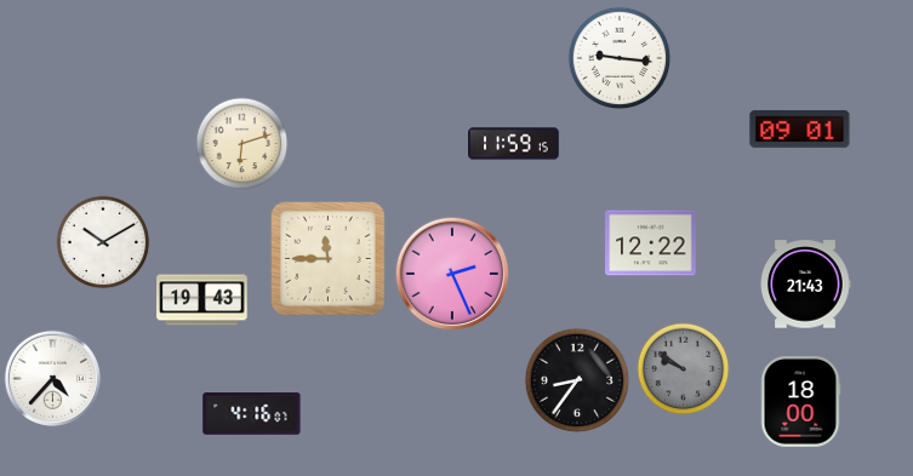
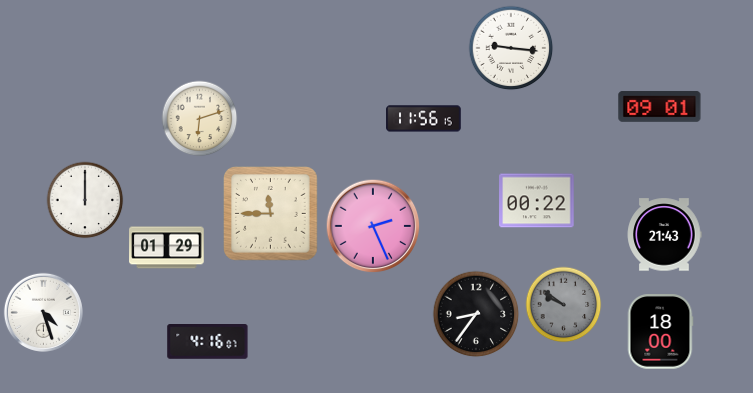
clock at (514, 144): 11:59 -> 11:56
clock at (103, 242): 10:10 -> 12:00
clock at (651, 243): 12:22 -> 00:22
clock at (202, 300): 19:43 -> 01:29
clock at (52, 378): 4:37 -> 4:27
